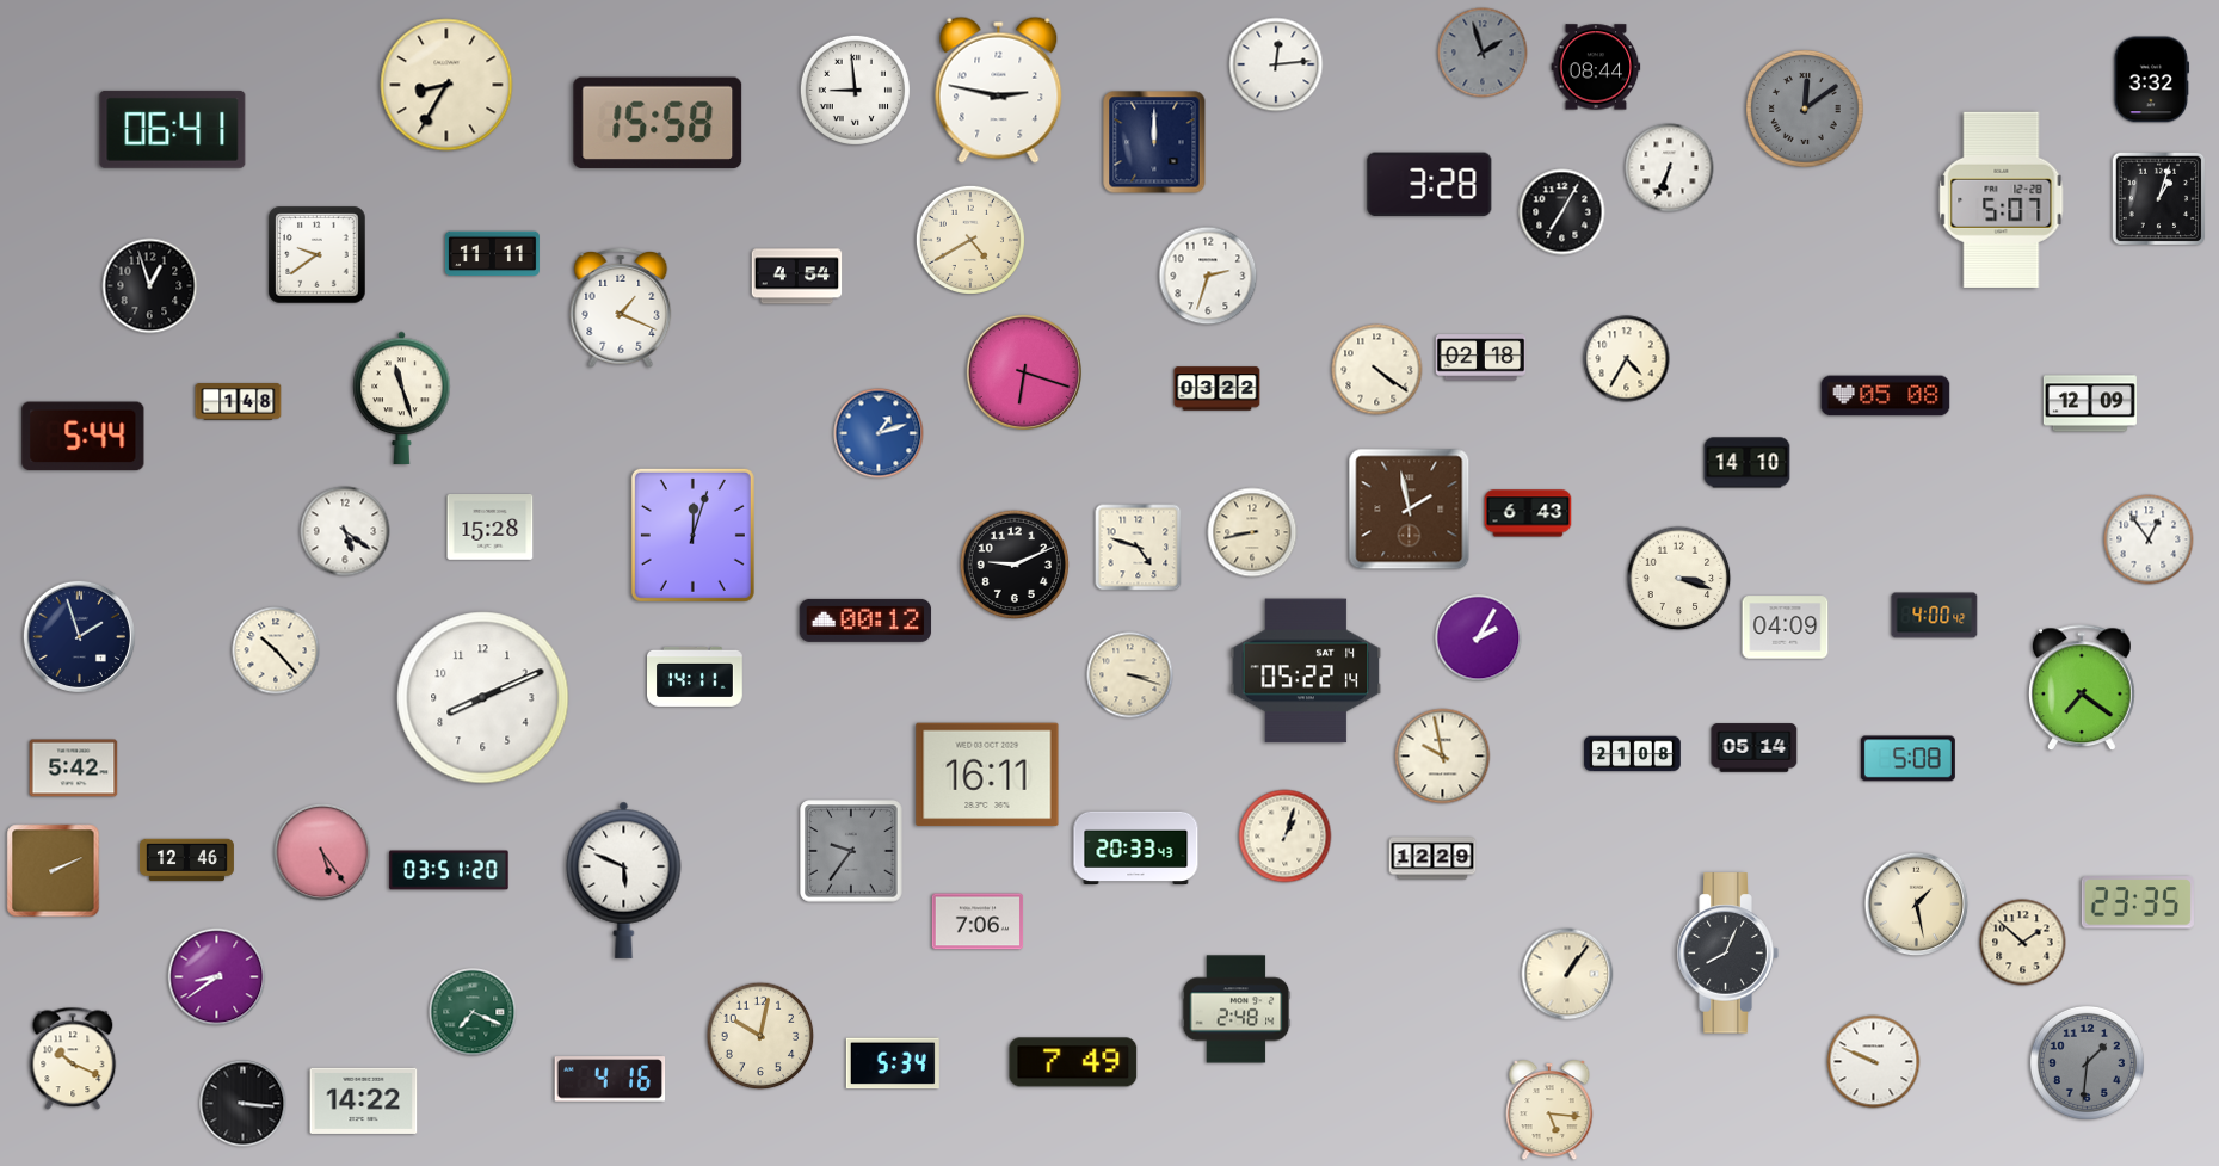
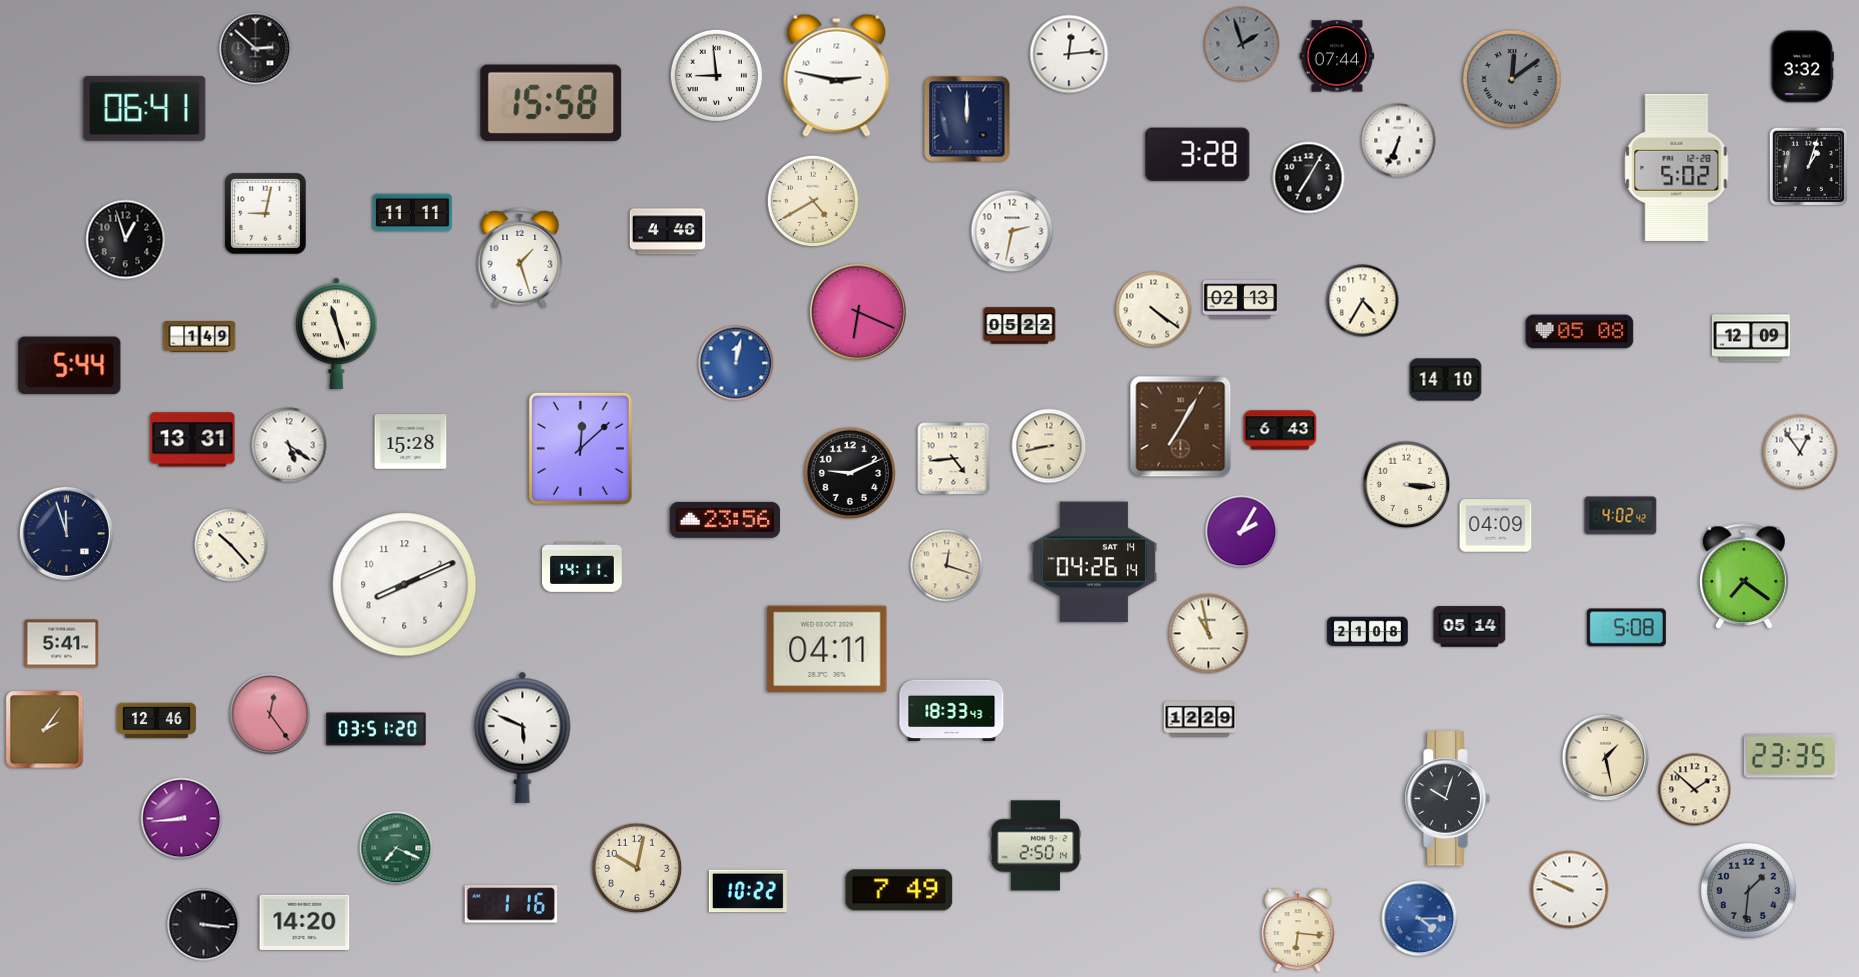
clock at (256, 49): none -> 2:52
clock at (1596, 67): 08:44 -> 07:44
clock at (446, 85): 8:35 -> none
clock at (1805, 109) position: (1805, 109) -> (1512, 79)
clock at (2002, 199): 5:07 -> 5:02
clock at (318, 255): 9:39 -> 9:02
clock at (1208, 276): 2:33 -> 2:32
clock at (797, 277): 4:54 -> 4:46
clock at (621, 308): 1:19 -> 1:27
clock at (1481, 358): 02:18 -> 02:13
clock at (1024, 372): 6:18 -> 6:19
clock at (1218, 389): 03:22 -> 05:22
clock at (239, 402): 1:48 -> 1:49
clock at (879, 433): 1:12 -> 12:02
clock at (1748, 463) position: (1748, 463) -> (1446, 380)
clock at (1410, 510): 1:58 -> 7:05
clock at (193, 440): none -> 13:31
clock at (692, 535): 12:03 -> 12:08
clock at (1139, 548): 4:48 -> 4:44
clock at (1679, 579): 3:18 -> 3:16
clock at (1935, 616): 4:00 -> 4:02
clock at (865, 621): 00:12 -> 23:56
clock at (79, 636): 1:57 -> 11:57
clock at (1479, 638) position: (1479, 638) -> (1242, 532)
clock at (1306, 671): 05:22 -> 04:26
clock at (1130, 675): 3:18 -> 12:18
clock at (1443, 757): 9:58 -> 10:58
clock at (1907, 759) position: (1907, 759) -> (1626, 628)
clock at (74, 769): 5:42 -> 5:41
clock at (987, 775): 16:11 -> 04:11
clock at (1286, 837): 1:03 -> none
clock at (1136, 847): 20:33 -> 18:33
clock at (851, 851): 9:36 -> none
clock at (322, 852): 5:24 -> 12:24
clock at (54, 871): 2:11 -> 2:06
clock at (978, 921): 7:06 -> none
clock at (1727, 954): 8:04 -> 10:03
clock at (1567, 974): 1:06 -> none
clock at (217, 977): 8:39 -> 8:44
clock at (1237, 1010): 2:48 -> 2:50
clock at (73, 1059): 10:19 -> none
clock at (893, 1063): 5:34 -> 10:22
clock at (610, 1079): 4:16 -> 1:16
clock at (1420, 919): none -> 4:15
clock at (364, 1100): 14:22 -> 14:20
clock at (1549, 1111): 5:16 -> 6:16
